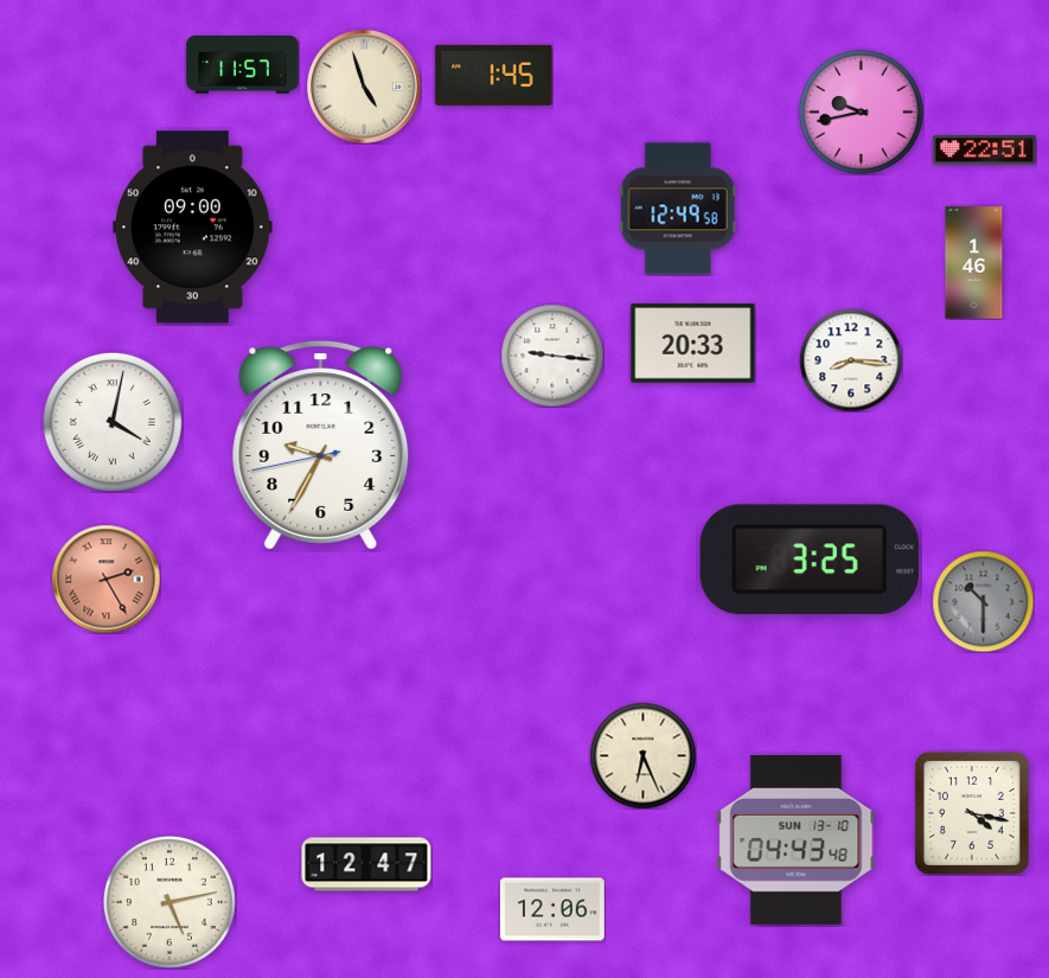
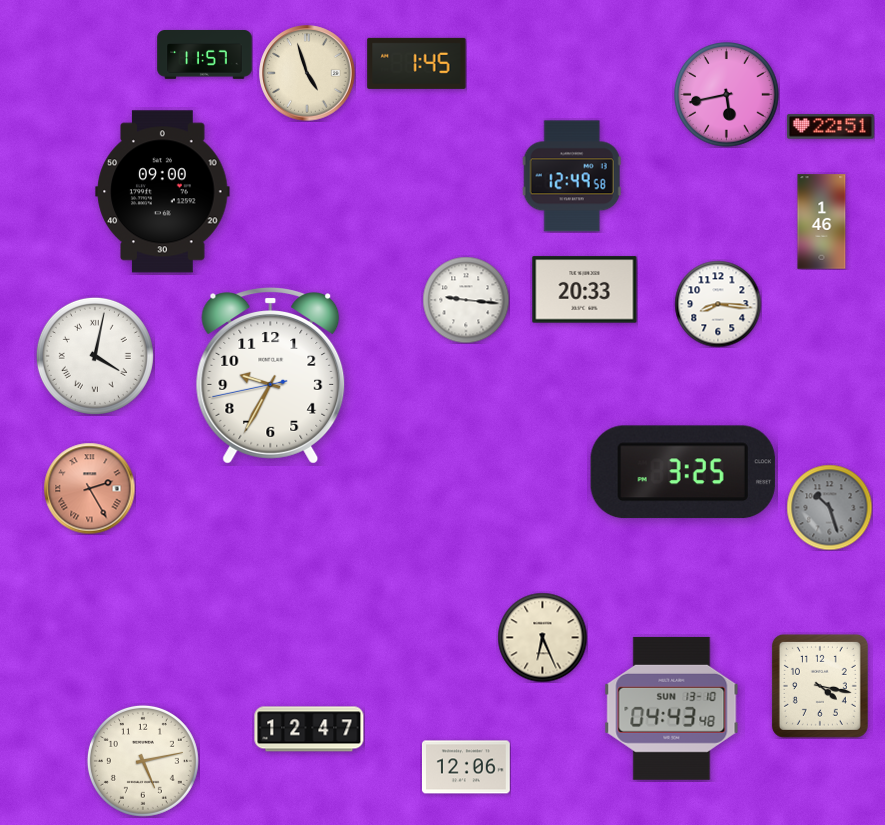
clock at (862, 113): 9:43 -> 5:43
clock at (983, 601): 10:30 -> 10:27
